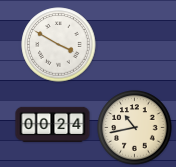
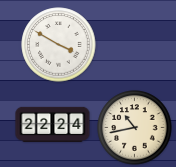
clock at (53, 124): 00:24 -> 22:24
